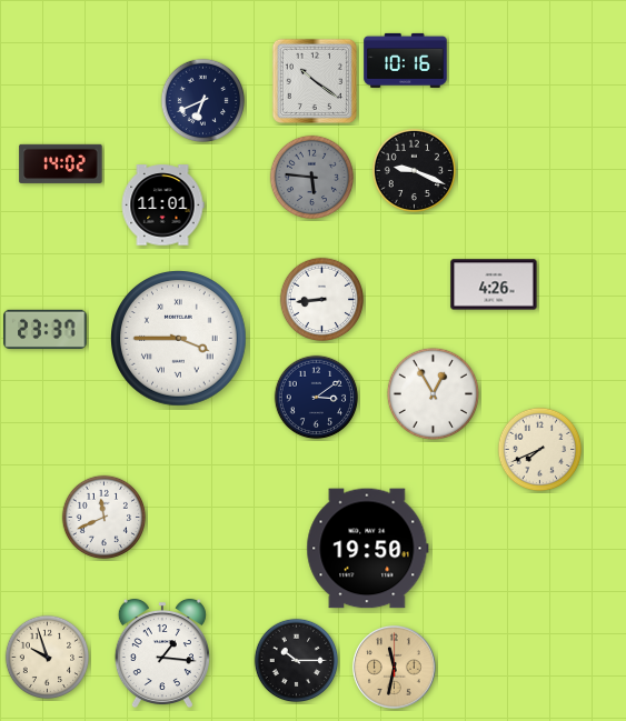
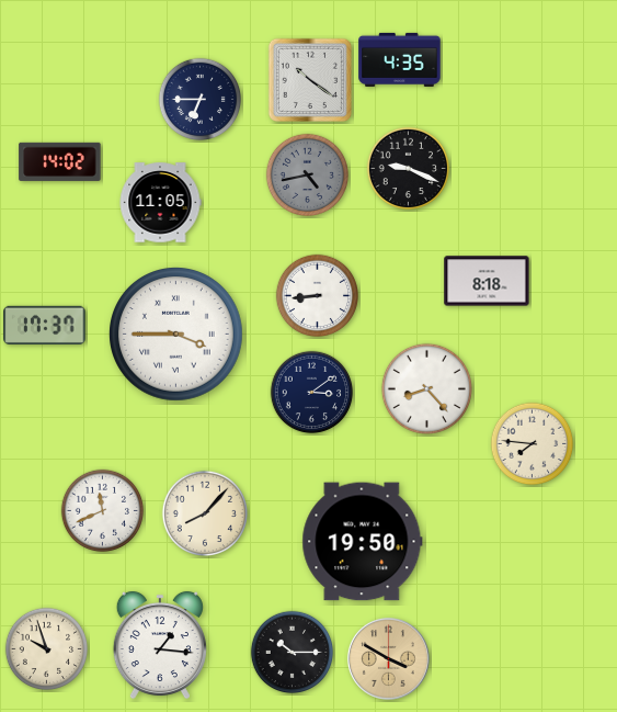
clock at (406, 60): 10:16 -> 4:35
clock at (203, 101): 6:41 -> 6:45
clock at (312, 178): 5:46 -> 4:43
clock at (162, 206): 11:01 -> 11:05
clock at (494, 284): 4:26 -> 8:18
clock at (46, 329): 23:37 -> 17:37
clock at (433, 393): 12:55 -> 8:23
clock at (540, 450): 7:41 -> 7:46
clock at (204, 512): none -> 8:07
clock at (394, 667): 11:32 -> 3:50
